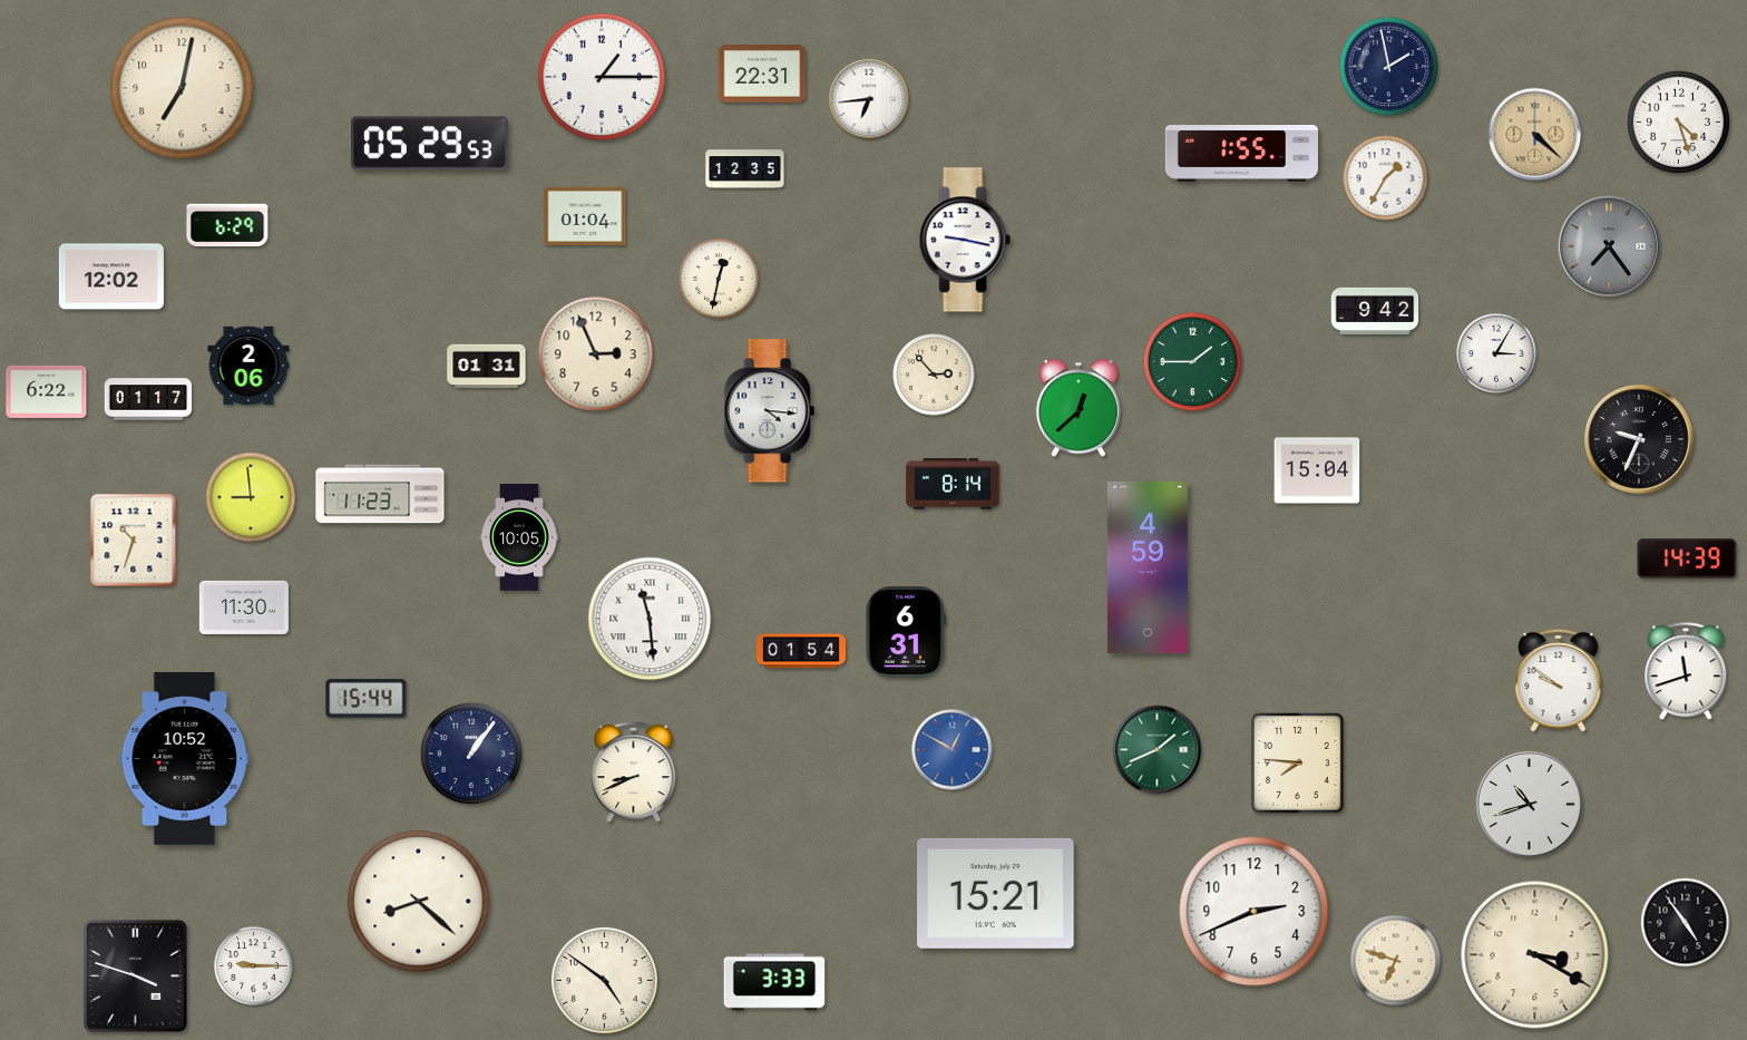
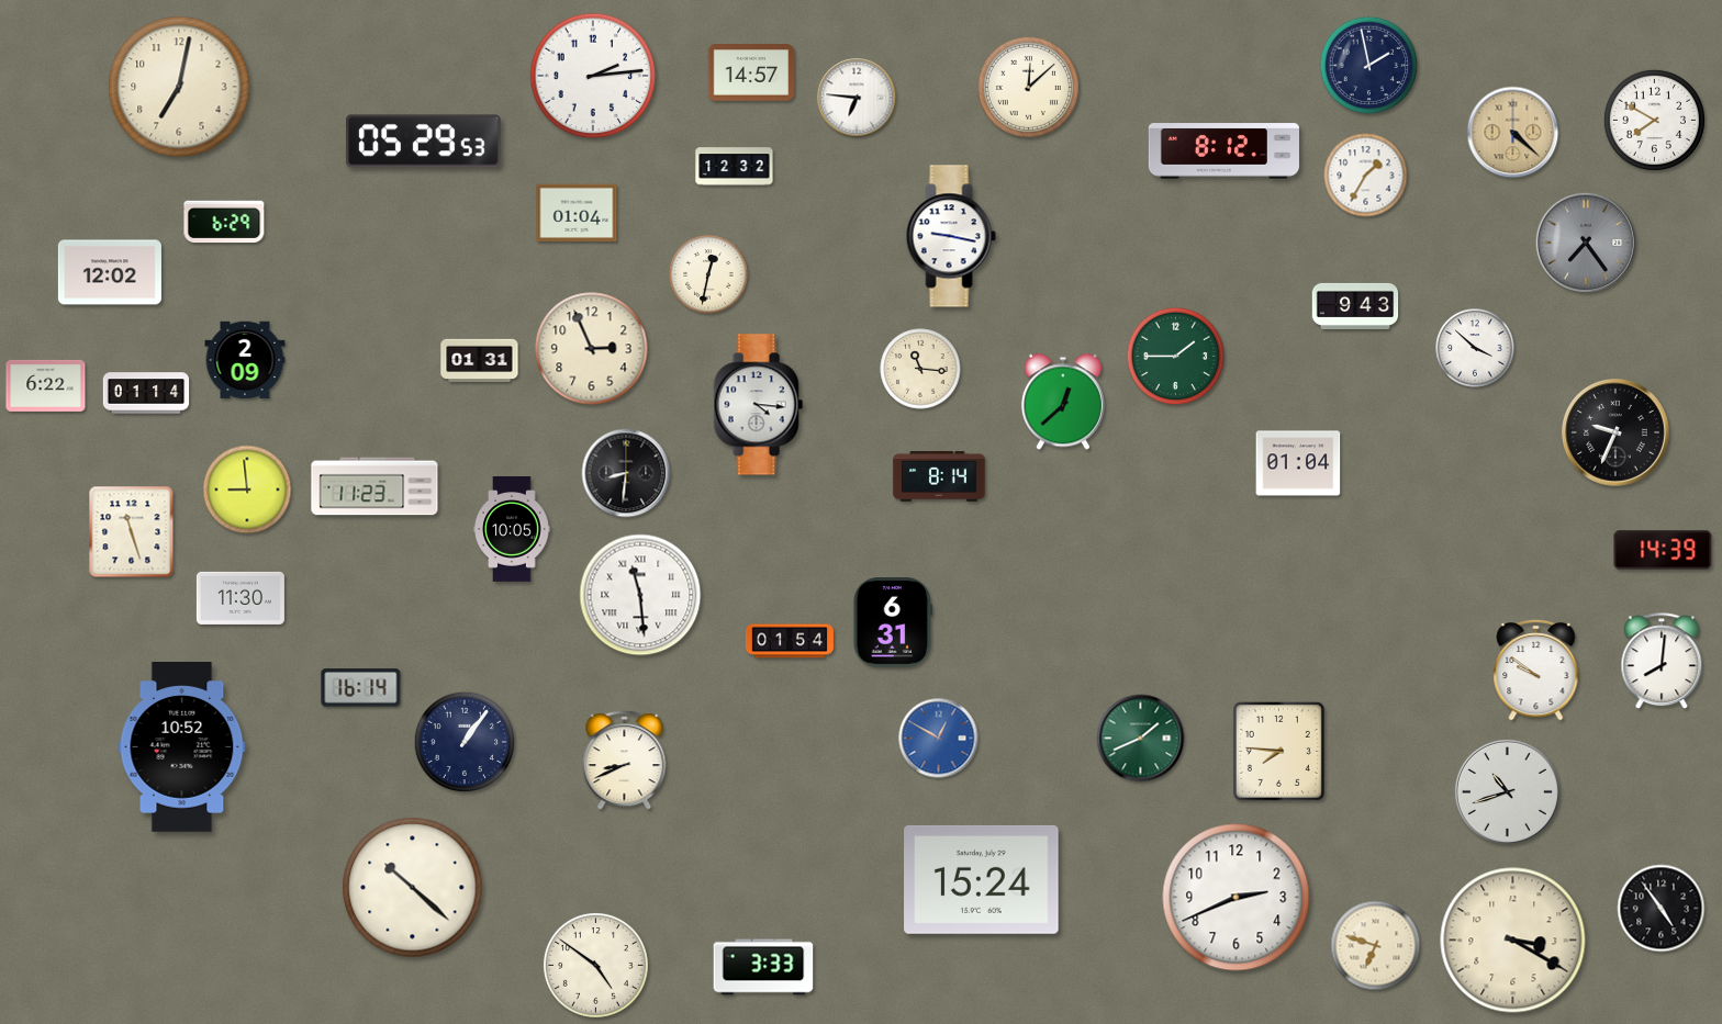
clock at (762, 74): 22:31 -> 14:57
clock at (602, 77): 1:15 -> 2:14
clock at (1028, 87): none -> 12:08
clock at (869, 99): 6:44 -> 6:46
clock at (1678, 122): 4:27 -> 7:50
clock at (1241, 154): 1:55 -> 8:12
clock at (745, 169): 12:35 -> 12:32
clock at (1375, 311): 9:42 -> 9:43
clock at (1496, 353): 3:05 -> 3:52
clock at (596, 354) position: (596, 354) -> (592, 349)
clock at (248, 366): 2:06 -> 2:09
clock at (934, 375): 2:53 -> 11:16
clock at (148, 399): 01:17 -> 01:14
clock at (1317, 470): 15:04 -> 01:04
clock at (626, 473): none -> 8:31
clock at (134, 541): 10:33 -> 11:27
clock at (1148, 567): 4:59 -> none
clock at (650, 619) position: (650, 619) -> (640, 595)
clock at (1686, 672): 11:42 -> 8:01
clock at (367, 699): 15:44 -> 16:14
clock at (996, 893): 15:21 -> 15:24
clock at (419, 902): 8:22 -> 10:22
clock at (254, 966): 9:15 -> none
clock at (135, 975): 3:48 -> none
